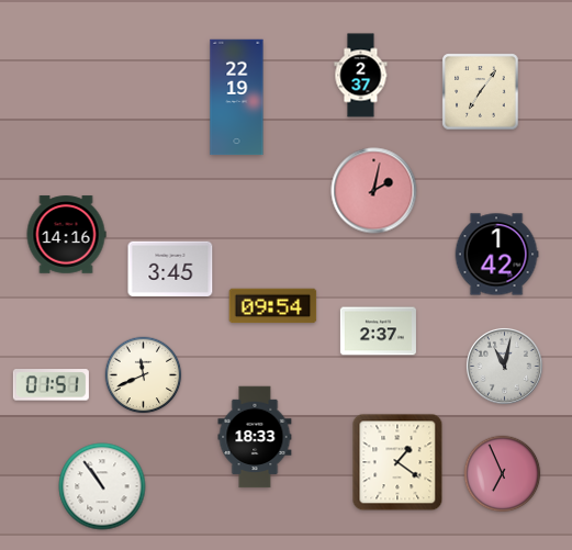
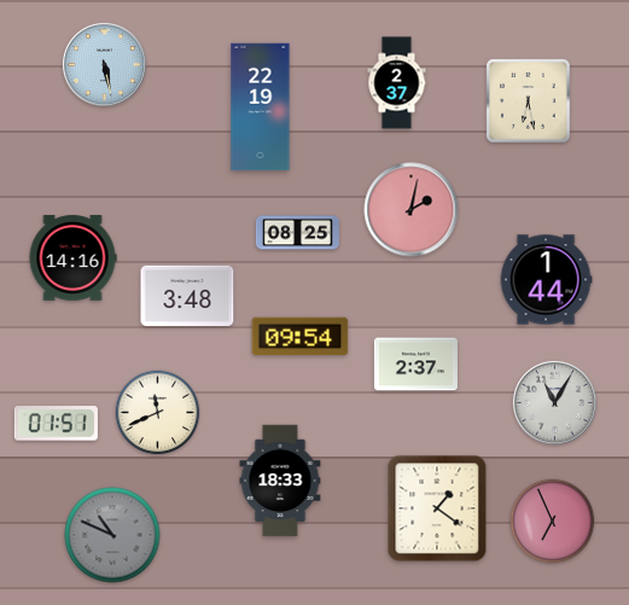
clock at (104, 64): none -> 5:28
clock at (481, 92): 7:06 -> 6:28
clock at (297, 233): none -> 08:25
clock at (496, 255): 1:42 -> 1:44
clock at (170, 269): 3:45 -> 3:48
clock at (504, 366): 11:02 -> 11:05
clock at (102, 486): 10:54 -> 10:49
clock at (102, 486) dial: white -> grey
